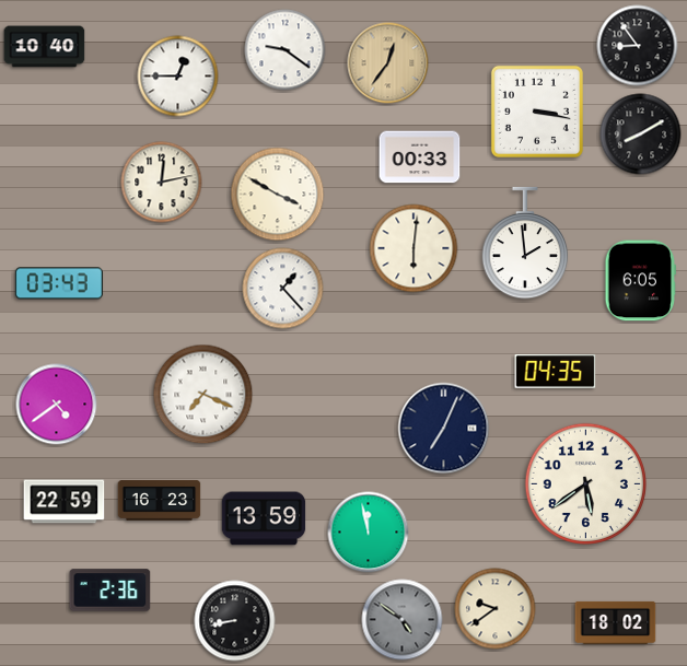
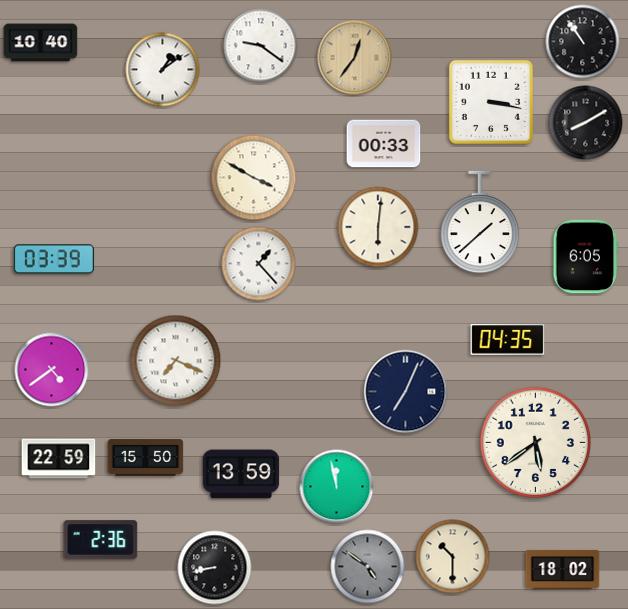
clock at (638, 46): 8:54 -> 10:54
clock at (178, 77): 12:45 -> 1:09
clock at (162, 183): 12:13 -> none
clock at (525, 243): 1:59 -> 1:38
clock at (59, 283): 03:43 -> 03:39
clock at (203, 395) position: (203, 395) -> (176, 361)
clock at (160, 501): 16:23 -> 15:50
clock at (496, 609): 9:39 -> 10:30
